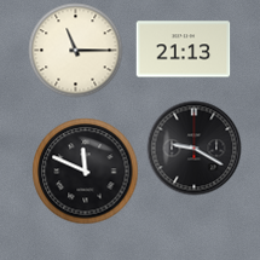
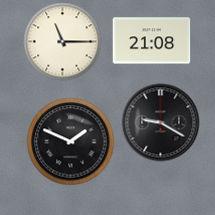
clock at (183, 50): 21:13 -> 21:08
clock at (85, 171): 11:49 -> 1:49
